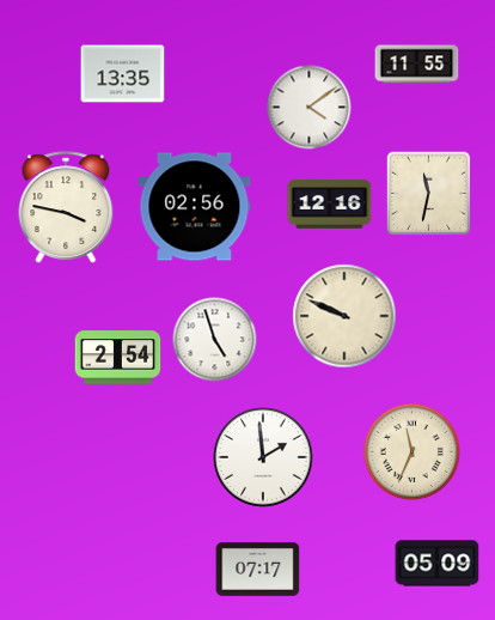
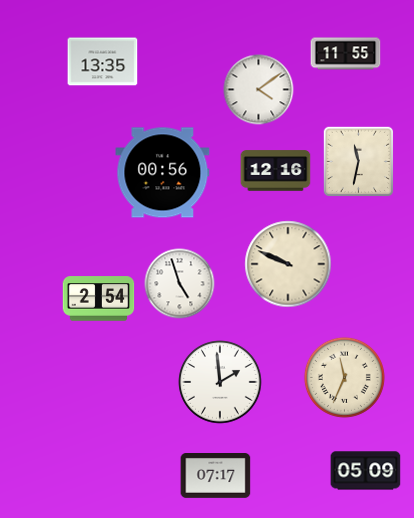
clock at (417, 65) position: (417, 65) -> (346, 54)
clock at (66, 207): 3:47 -> none
clock at (195, 207): 02:56 -> 00:56
